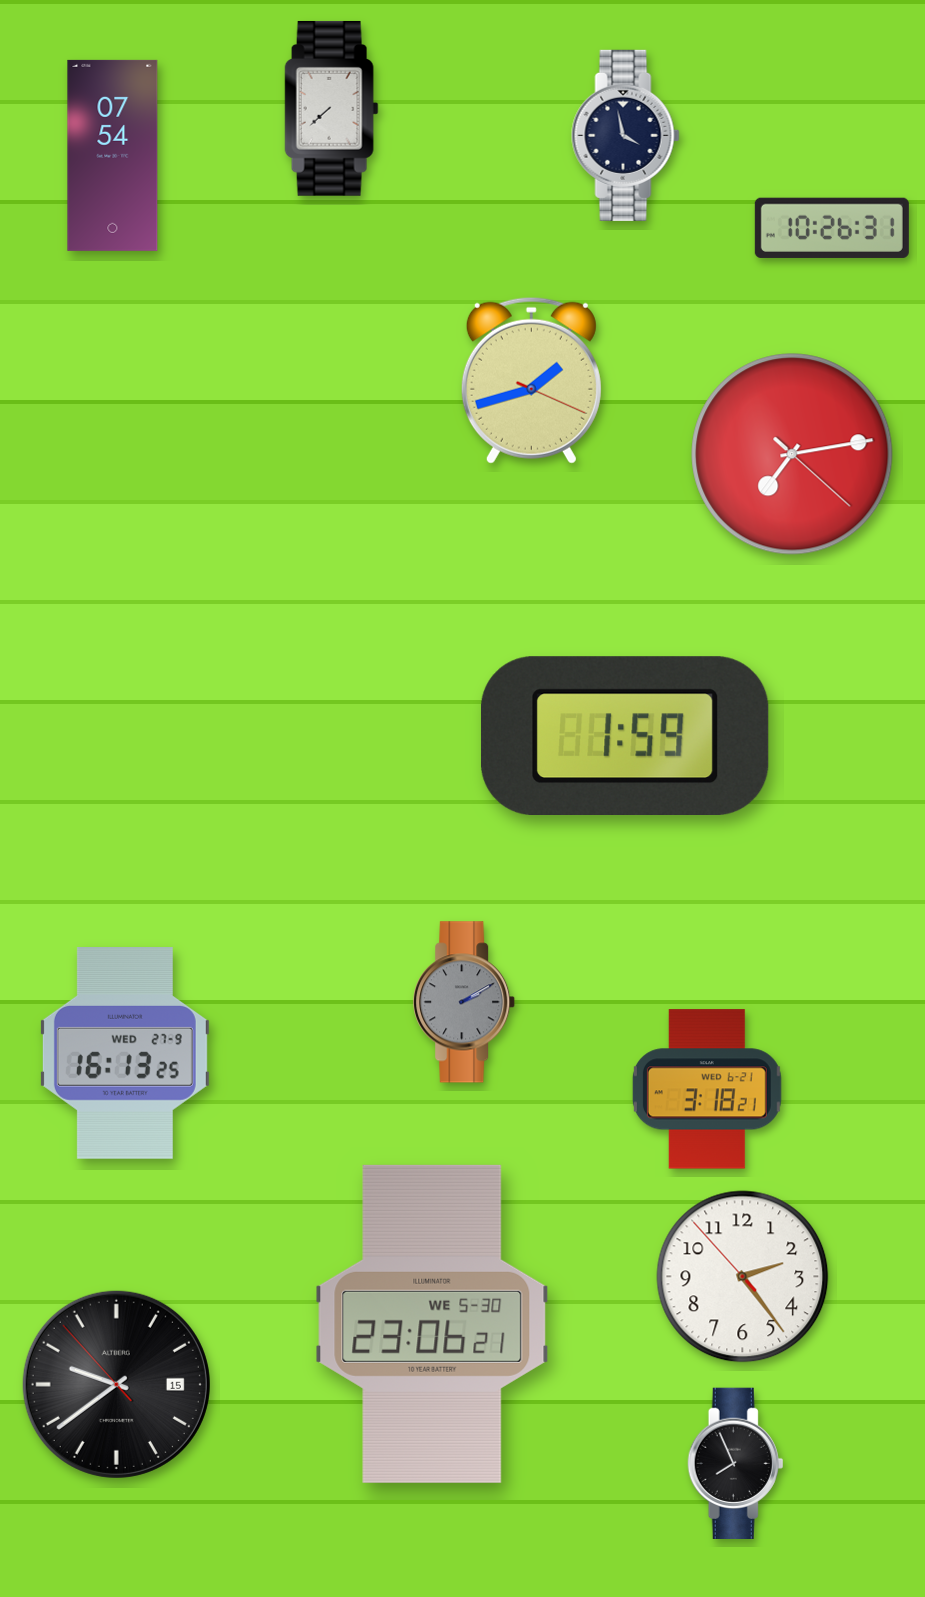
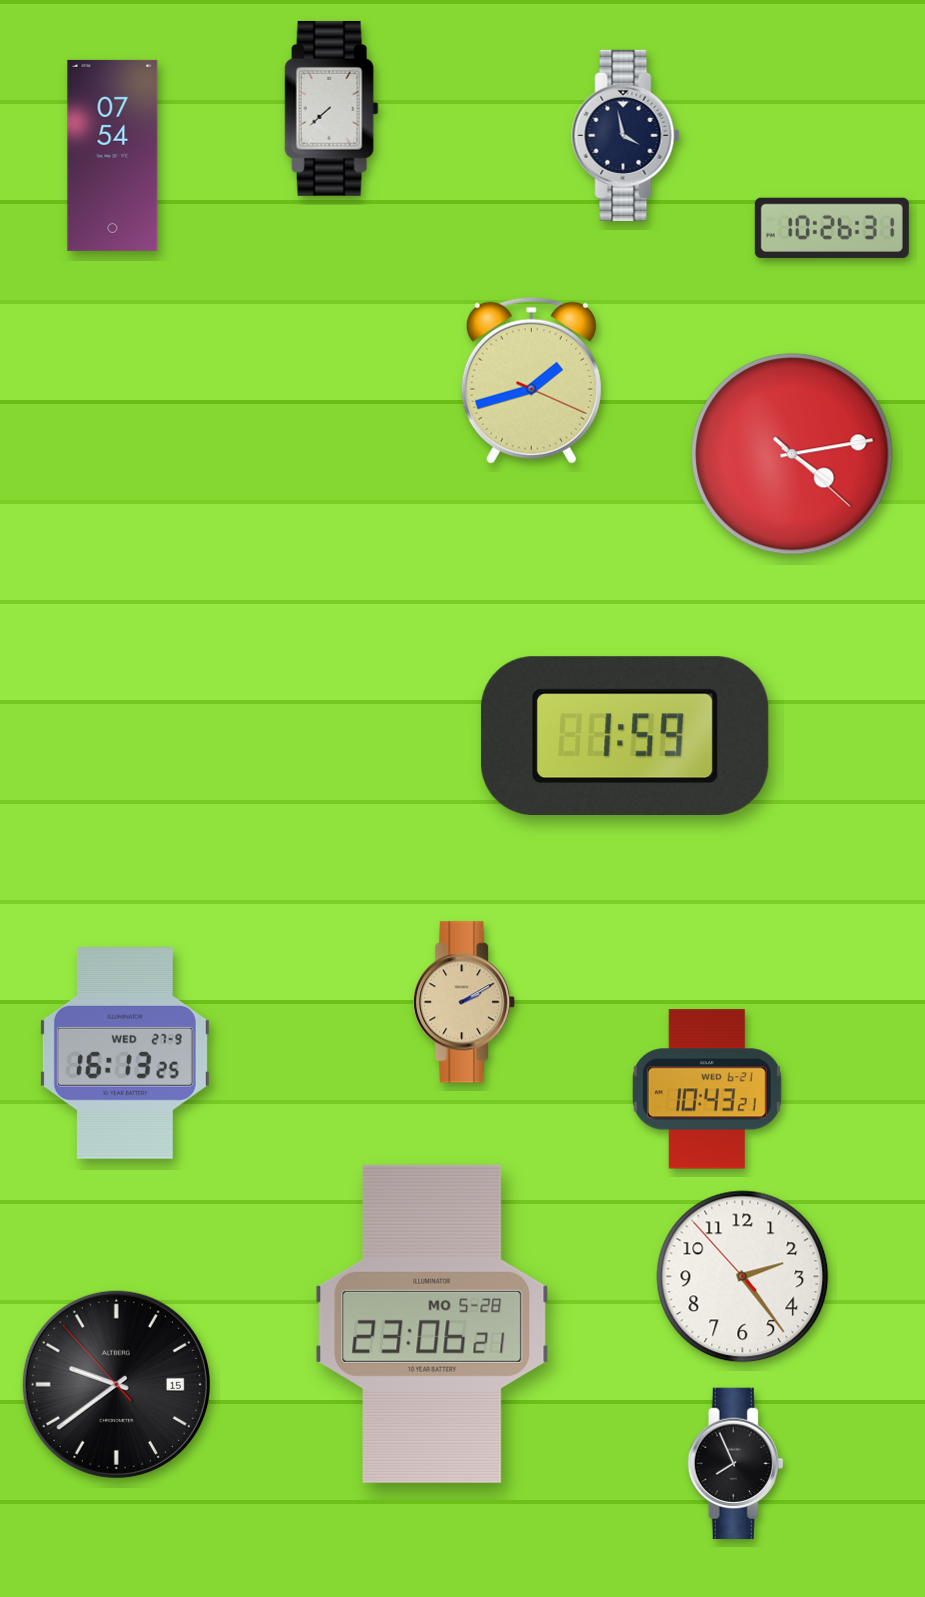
clock at (792, 454): 7:13 -> 4:13
clock at (465, 1002) dial: grey -> champagne
clock at (707, 1089): 3:18 -> 10:43
clock at (432, 1324) date: WE 5-30 -> MO 5-28
